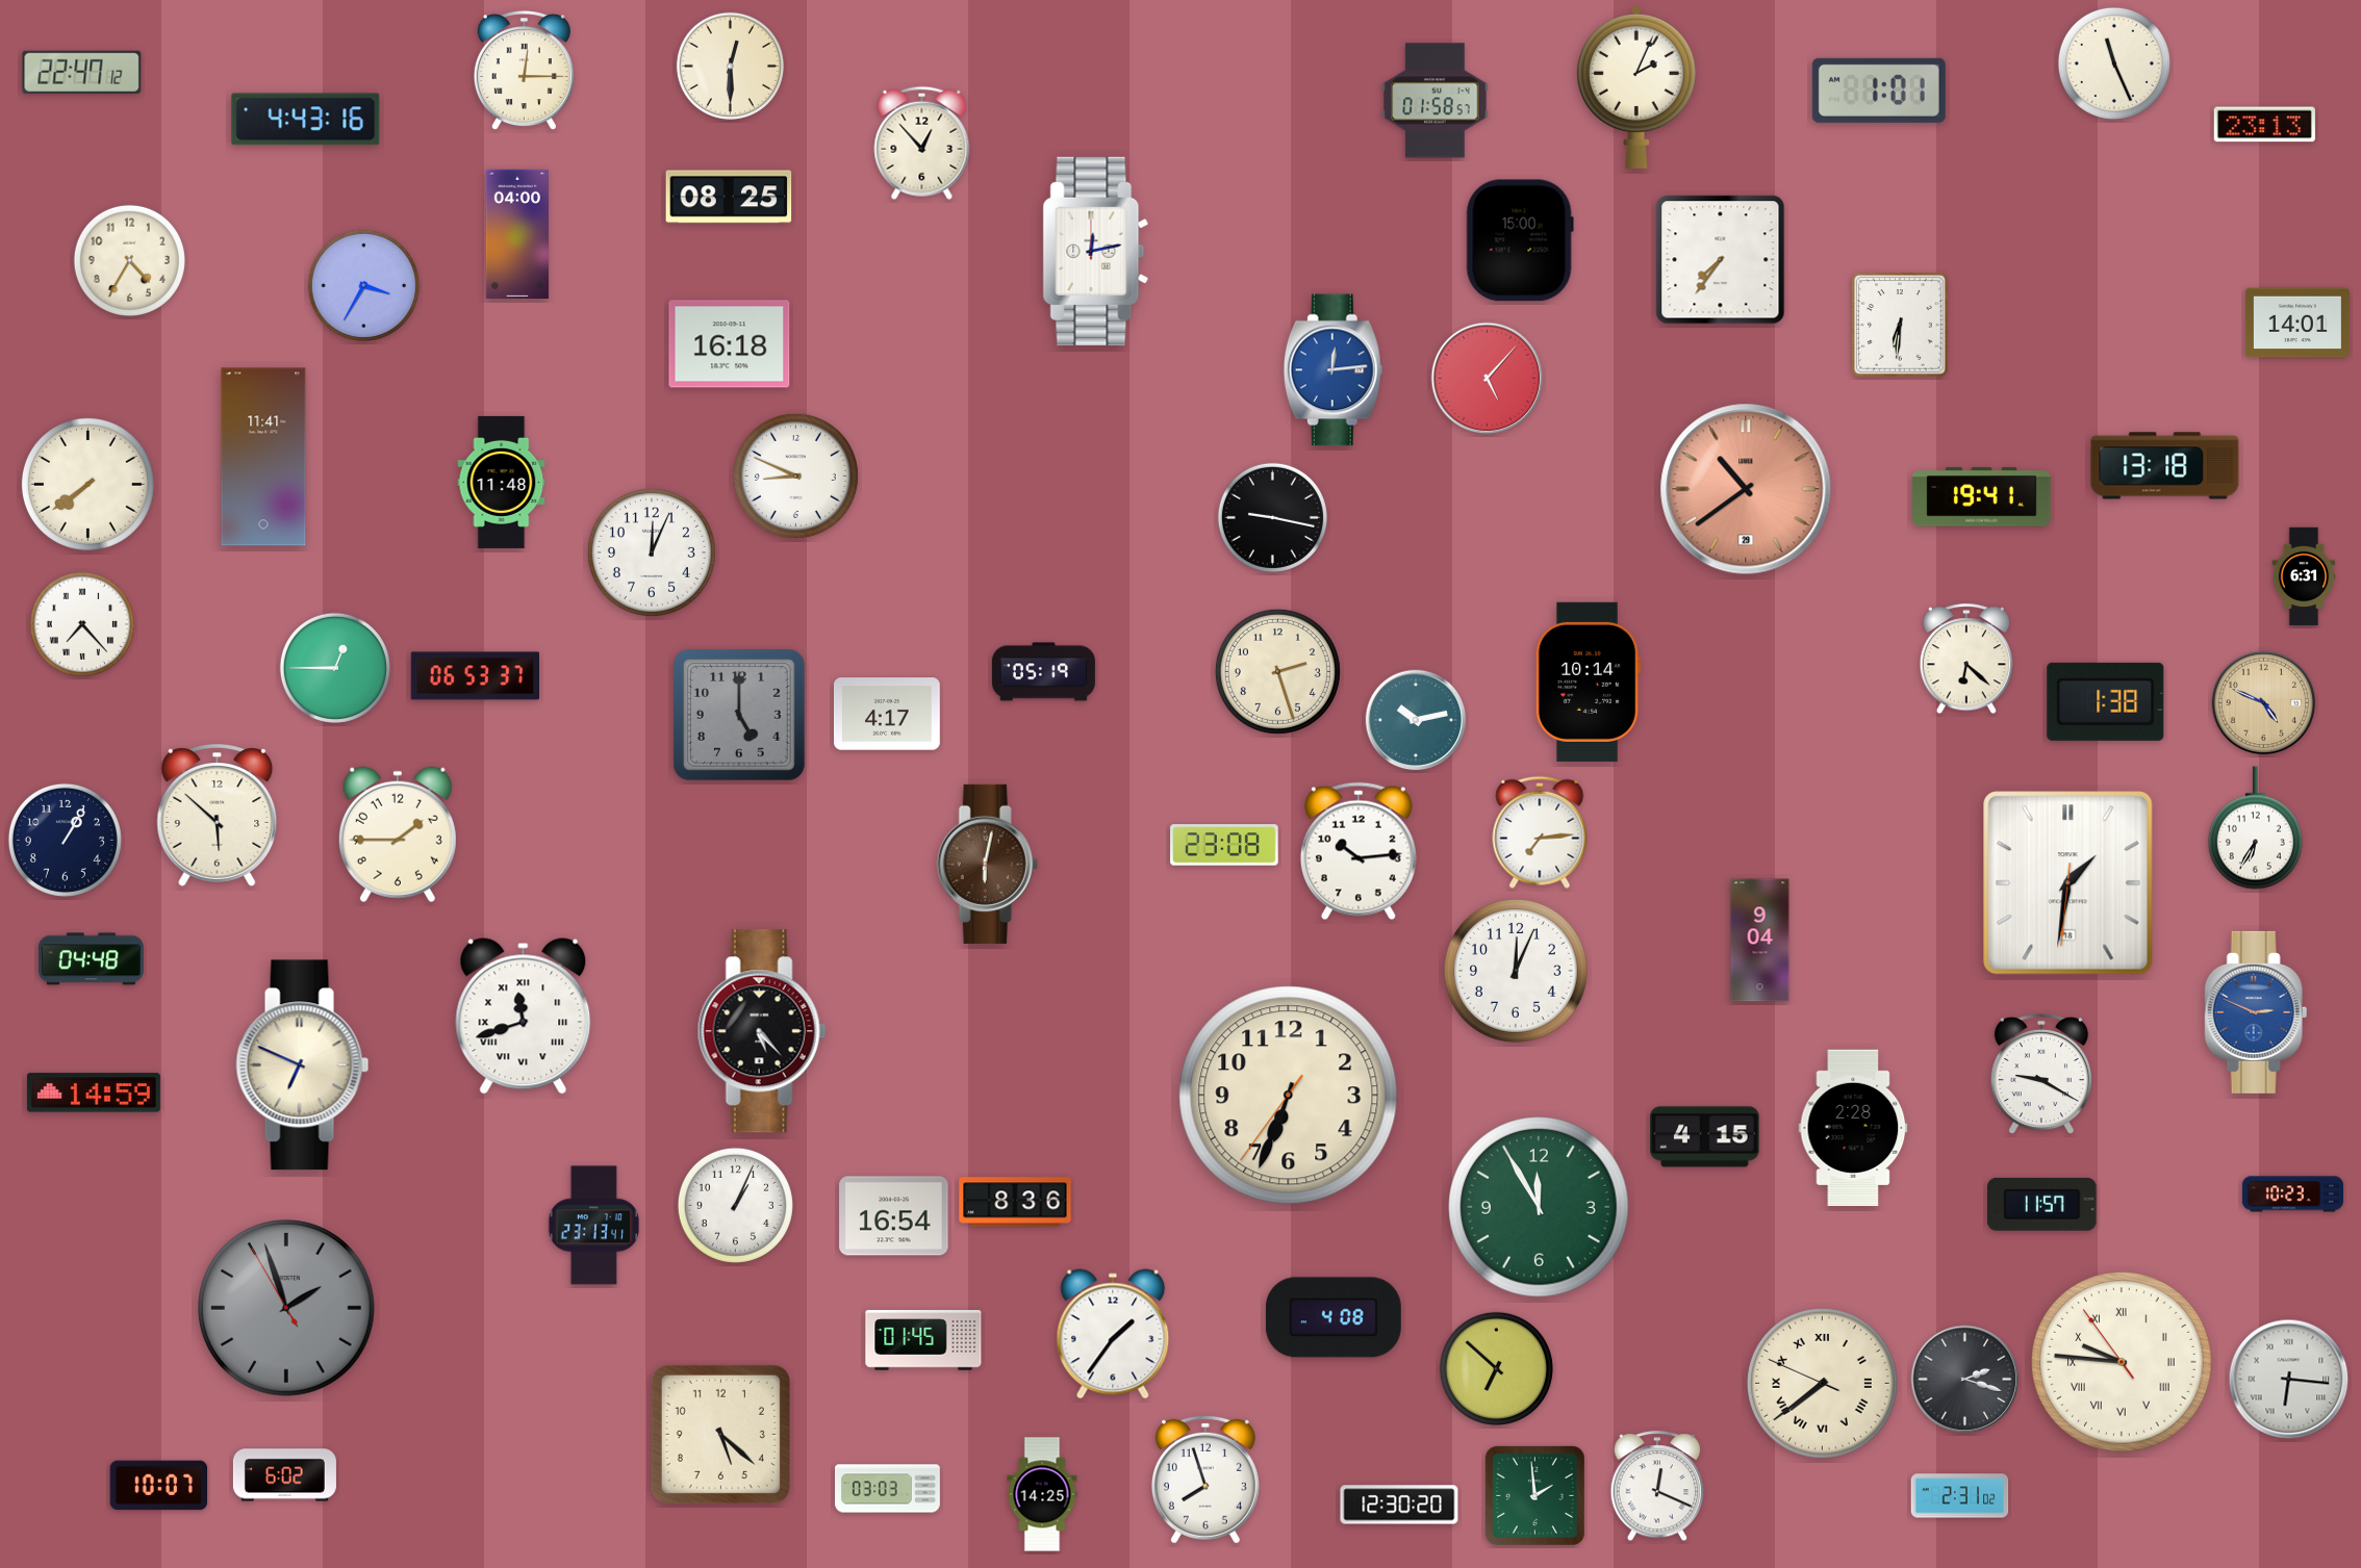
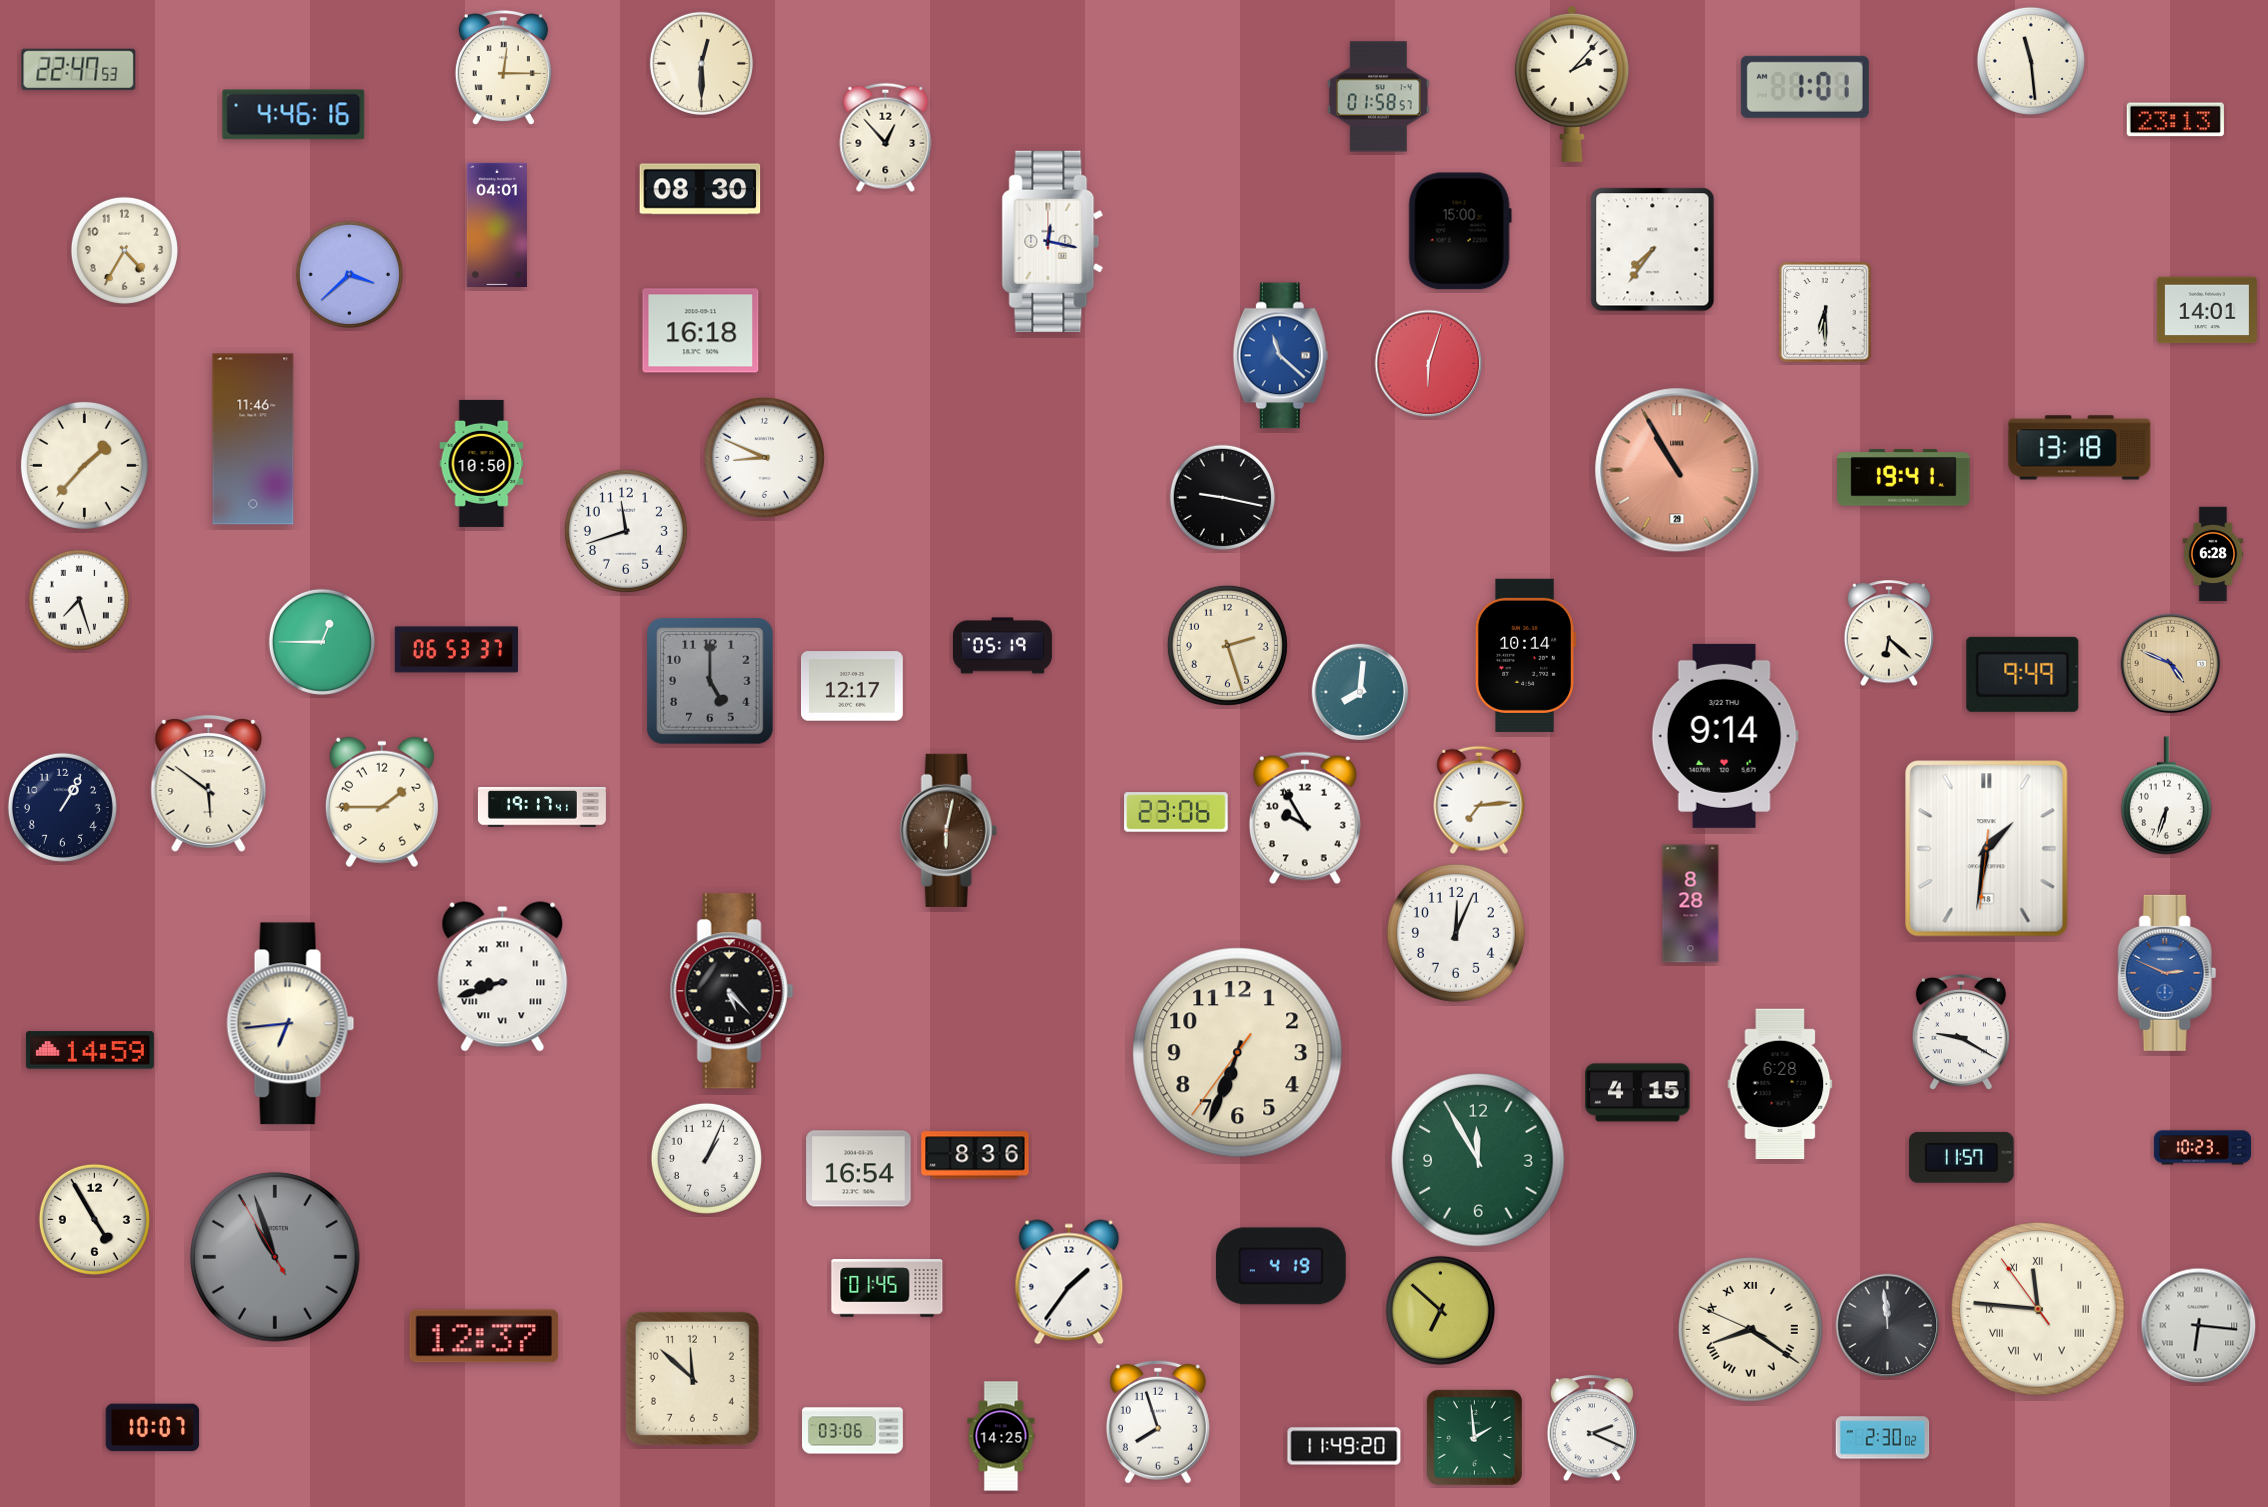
clock at (2114, 63): 11:26 -> 11:29
clock at (82, 72): 22:47:12 -> 22:47:53
clock at (1636, 87): 2:04 -> 2:07
clock at (306, 120): 4:43 -> 4:46
clock at (729, 197): 08:25 -> 08:30
clock at (517, 233): 04:00 -> 04:01
clock at (1096, 251): 12:13 -> 12:17
clock at (363, 285): 3:35 -> 3:38
clock at (1900, 325): 6:31 -> 6:30
clock at (1332, 370): 12:14 -> 11:22
clock at (1488, 379): 5:07 -> 6:03
clock at (263, 457): 11:41 -> 11:46
clock at (502, 482): 11:48 -> 10:50
clock at (87, 484): 7:39 -> 1:37
clock at (1746, 489): 10:39 -> 10:55
clock at (652, 552): 12:04 -> 11:42
clock at (2304, 576): 6:31 -> 6:28
clock at (82, 624): 7:23 -> 7:27
clock at (2106, 701): 1:38 -> 9:49
clock at (2264, 703) position: (2264, 703) -> (2171, 664)
clock at (888, 714): 4:17 -> 12:17
clock at (739, 715) position: (739, 715) -> (710, 681)
clock at (1416, 720): 10:13 -> 8:01
clock at (1725, 736): none -> 9:14
clock at (218, 816): 5:52 -> 5:51
clock at (2255, 828): 6:35 -> 6:33
clock at (542, 807): none -> 19:17
clock at (1224, 845): 23:08 -> 23:06
clock at (1359, 851): 10:14 -> 9:55
clock at (1760, 941): 9:04 -> 8:28
clock at (91, 959): 04:48 -> none
clock at (524, 1017): 11:42 -> 8:42
clock at (303, 1065): 6:49 -> 6:44
clock at (1853, 1128): 2:28 -> 6:28
clock at (593, 1226): 23:13 -> none
clock at (94, 1219): none -> 4:55
clock at (286, 1308): 1:56 -> 10:56
clock at (1334, 1317): 4:08 -> 4:19
clock at (2122, 1362): 9:45 -> 11:45
clock at (1496, 1368) position: (1496, 1368) -> (1440, 1310)
clock at (1965, 1380): 2:18 -> 11:59
clock at (1822, 1383): 7:38 -> 8:20
clock at (484, 1336): none -> 12:37
clock at (720, 1434): 5:22 -> 11:52
clock at (284, 1475): 6:02 -> none
clock at (1656, 1487): 12:19 -> 2:19
clock at (888, 1489): 03:03 -> 03:06
clock at (1960, 1496): 2:31 -> 2:30
clock at (1399, 1505): 12:30 -> 11:49
